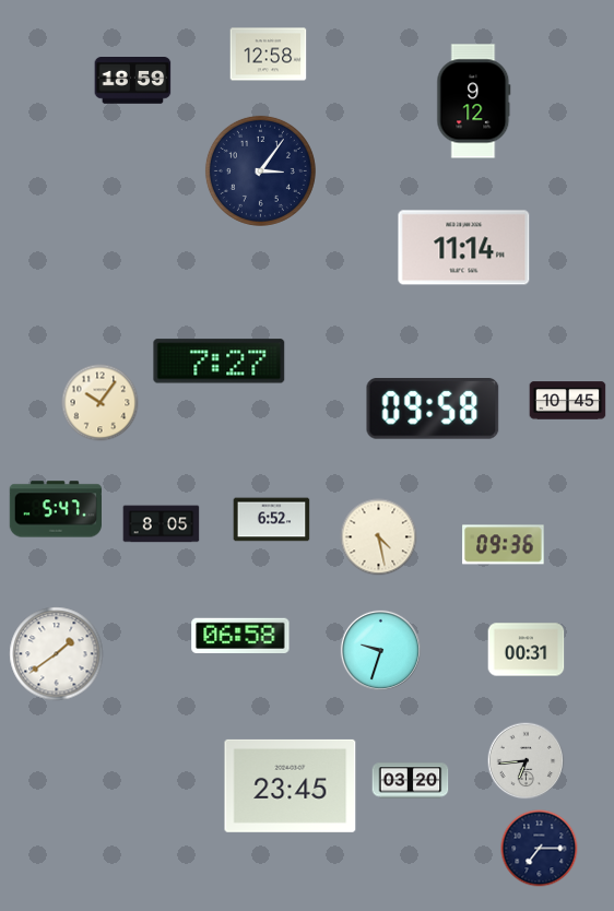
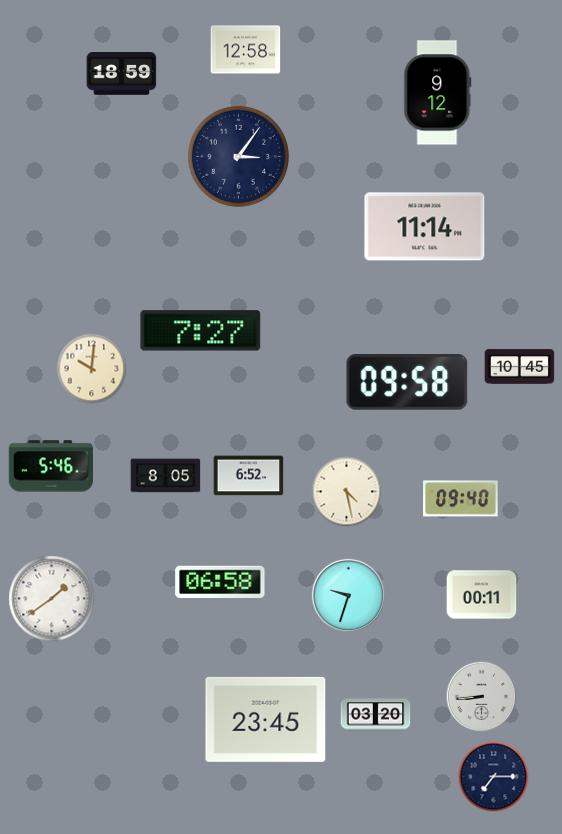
clock at (474, 102) position: (474, 102) -> (438, 93)
clock at (101, 403): 10:06 -> 10:01
clock at (433, 410) position: (433, 410) -> (407, 383)
clock at (55, 509): 5:47 -> 5:46
clock at (162, 524) position: (162, 524) -> (166, 476)
clock at (504, 545): 09:36 -> 09:40
clock at (527, 650): 00:31 -> 00:11
clock at (527, 761): 6:44 -> 8:44
